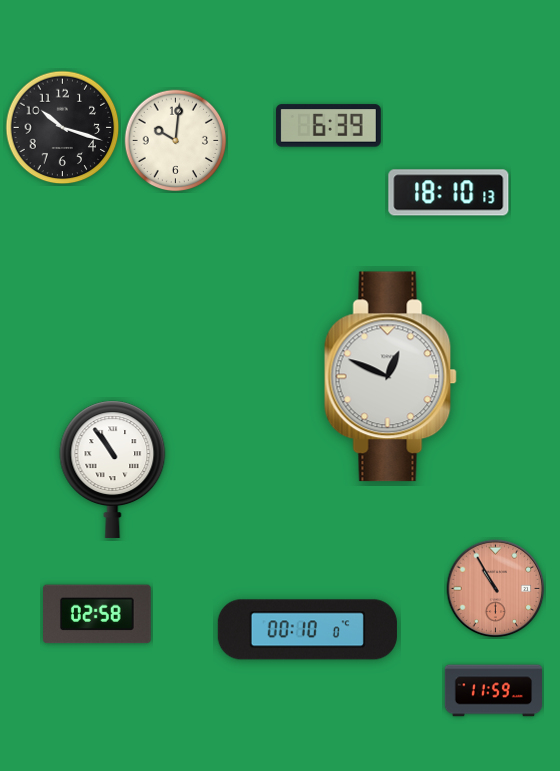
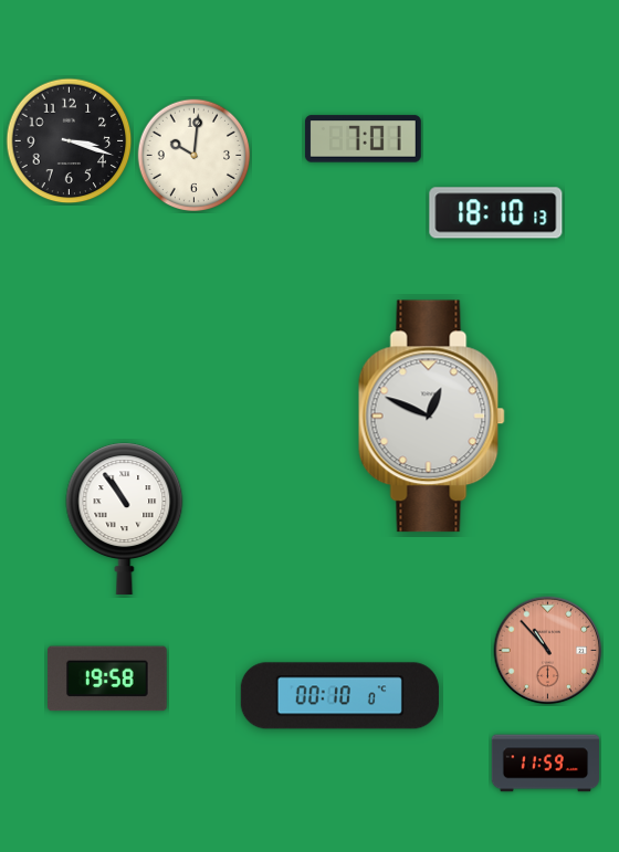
clock at (328, 126): 6:39 -> 7:01
clock at (63, 128): 10:18 -> 3:18
clock at (496, 589): 10:55 -> 10:53
clock at (98, 614): 02:58 -> 19:58
